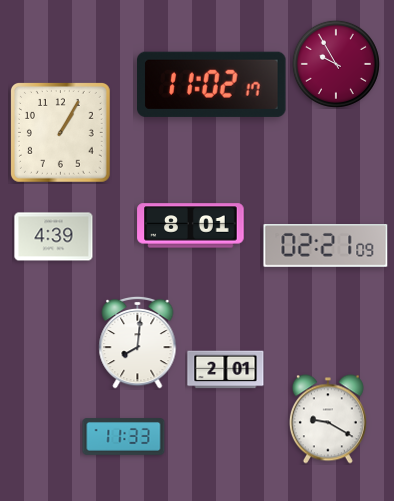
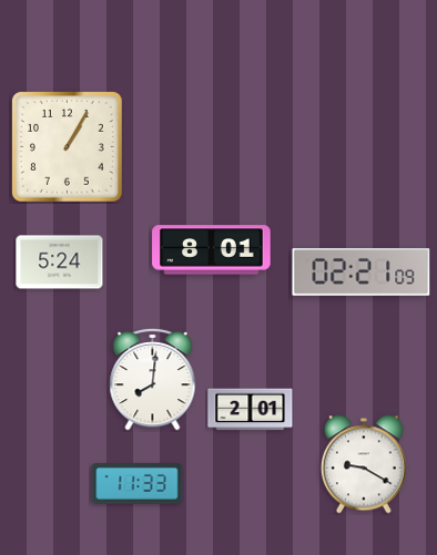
clock at (336, 64): 9:55 -> none
clock at (212, 84): 11:02 -> none
clock at (54, 237): 4:39 -> 5:24
